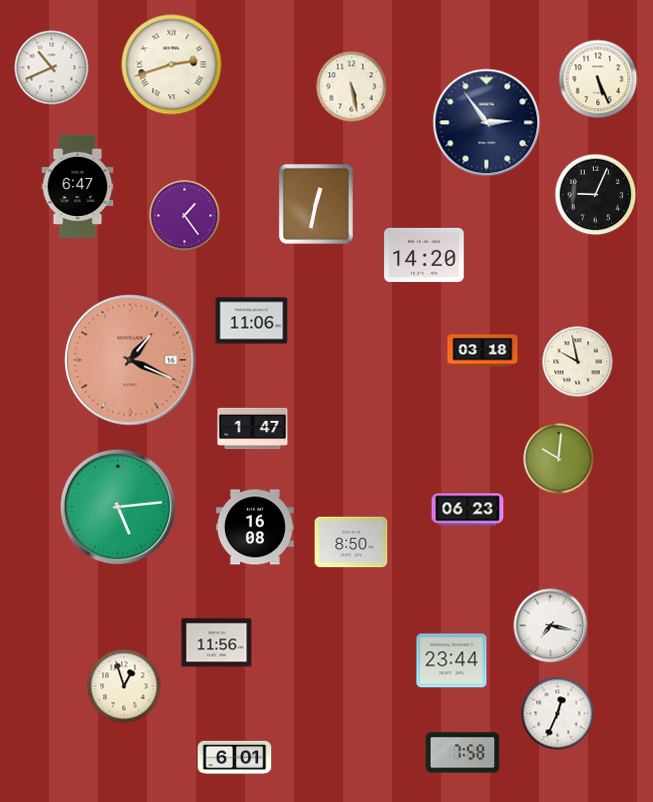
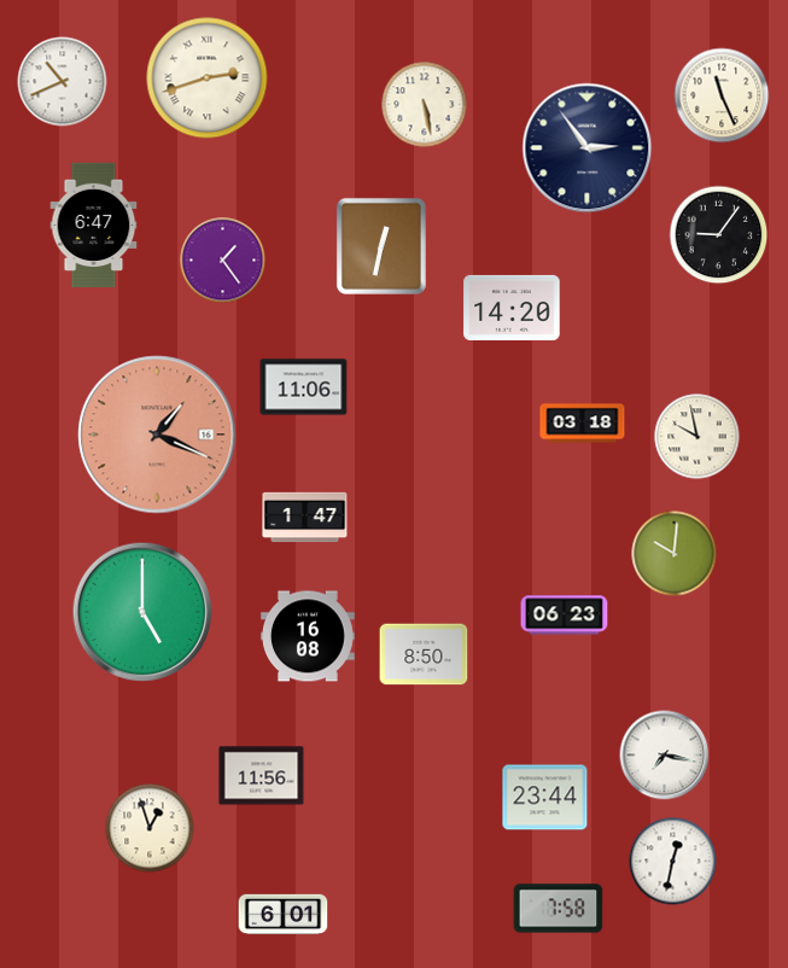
clock at (598, 79): 5:26 -> 11:26
clock at (596, 195): 9:04 -> 9:06
clock at (118, 507): 5:14 -> 5:00
clock at (558, 714): 12:34 -> 12:32
